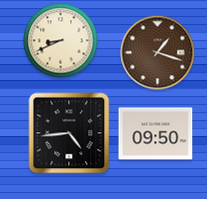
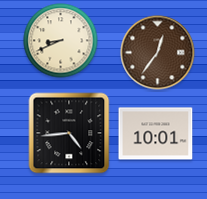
clock at (158, 53): 1:18 -> 12:36
clock at (156, 134): 09:50 -> 10:01
